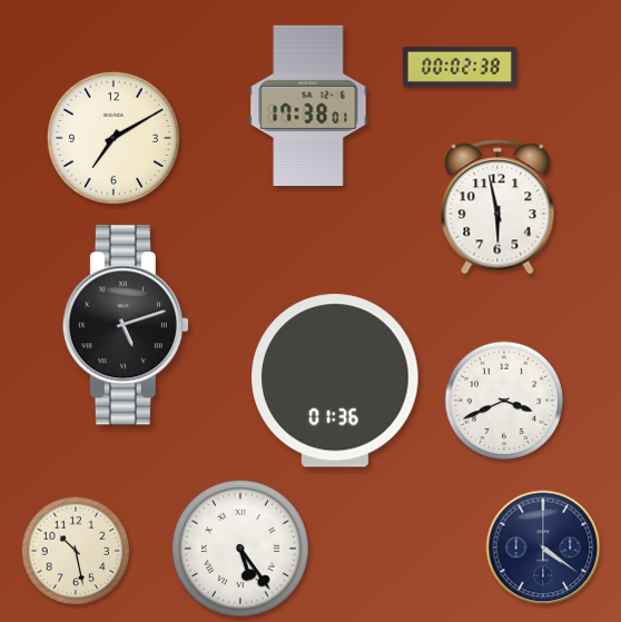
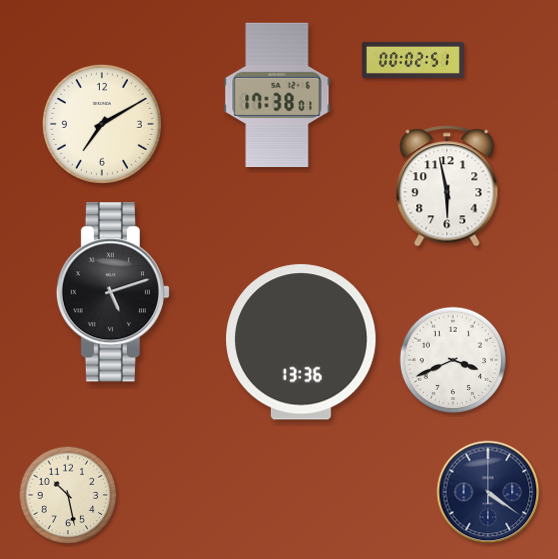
clock at (460, 67): 00:02:38 -> 00:02:51
clock at (335, 381): 01:36 -> 13:36
clock at (240, 549): 5:24 -> none
